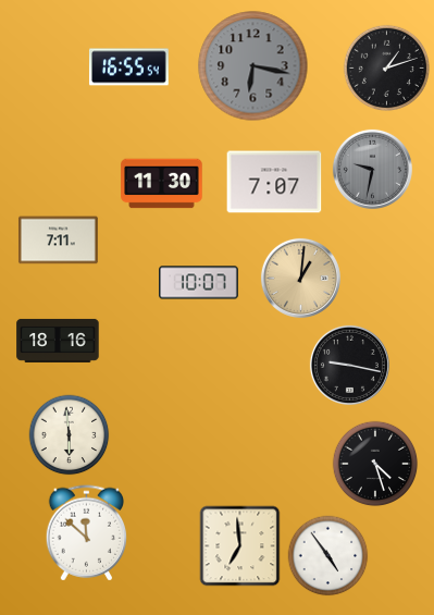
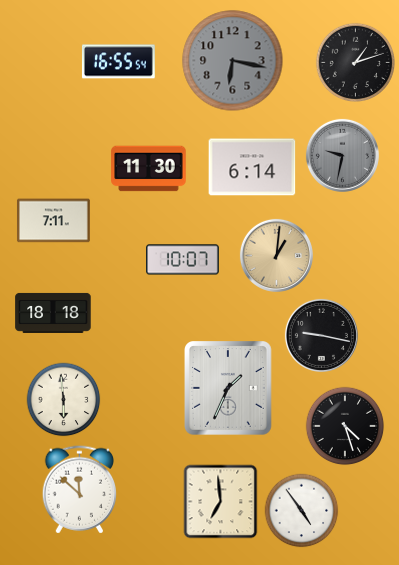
clock at (274, 182): 7:07 -> 6:14
clock at (58, 341): 18:16 -> 18:18
clock at (229, 389): none -> 1:34
